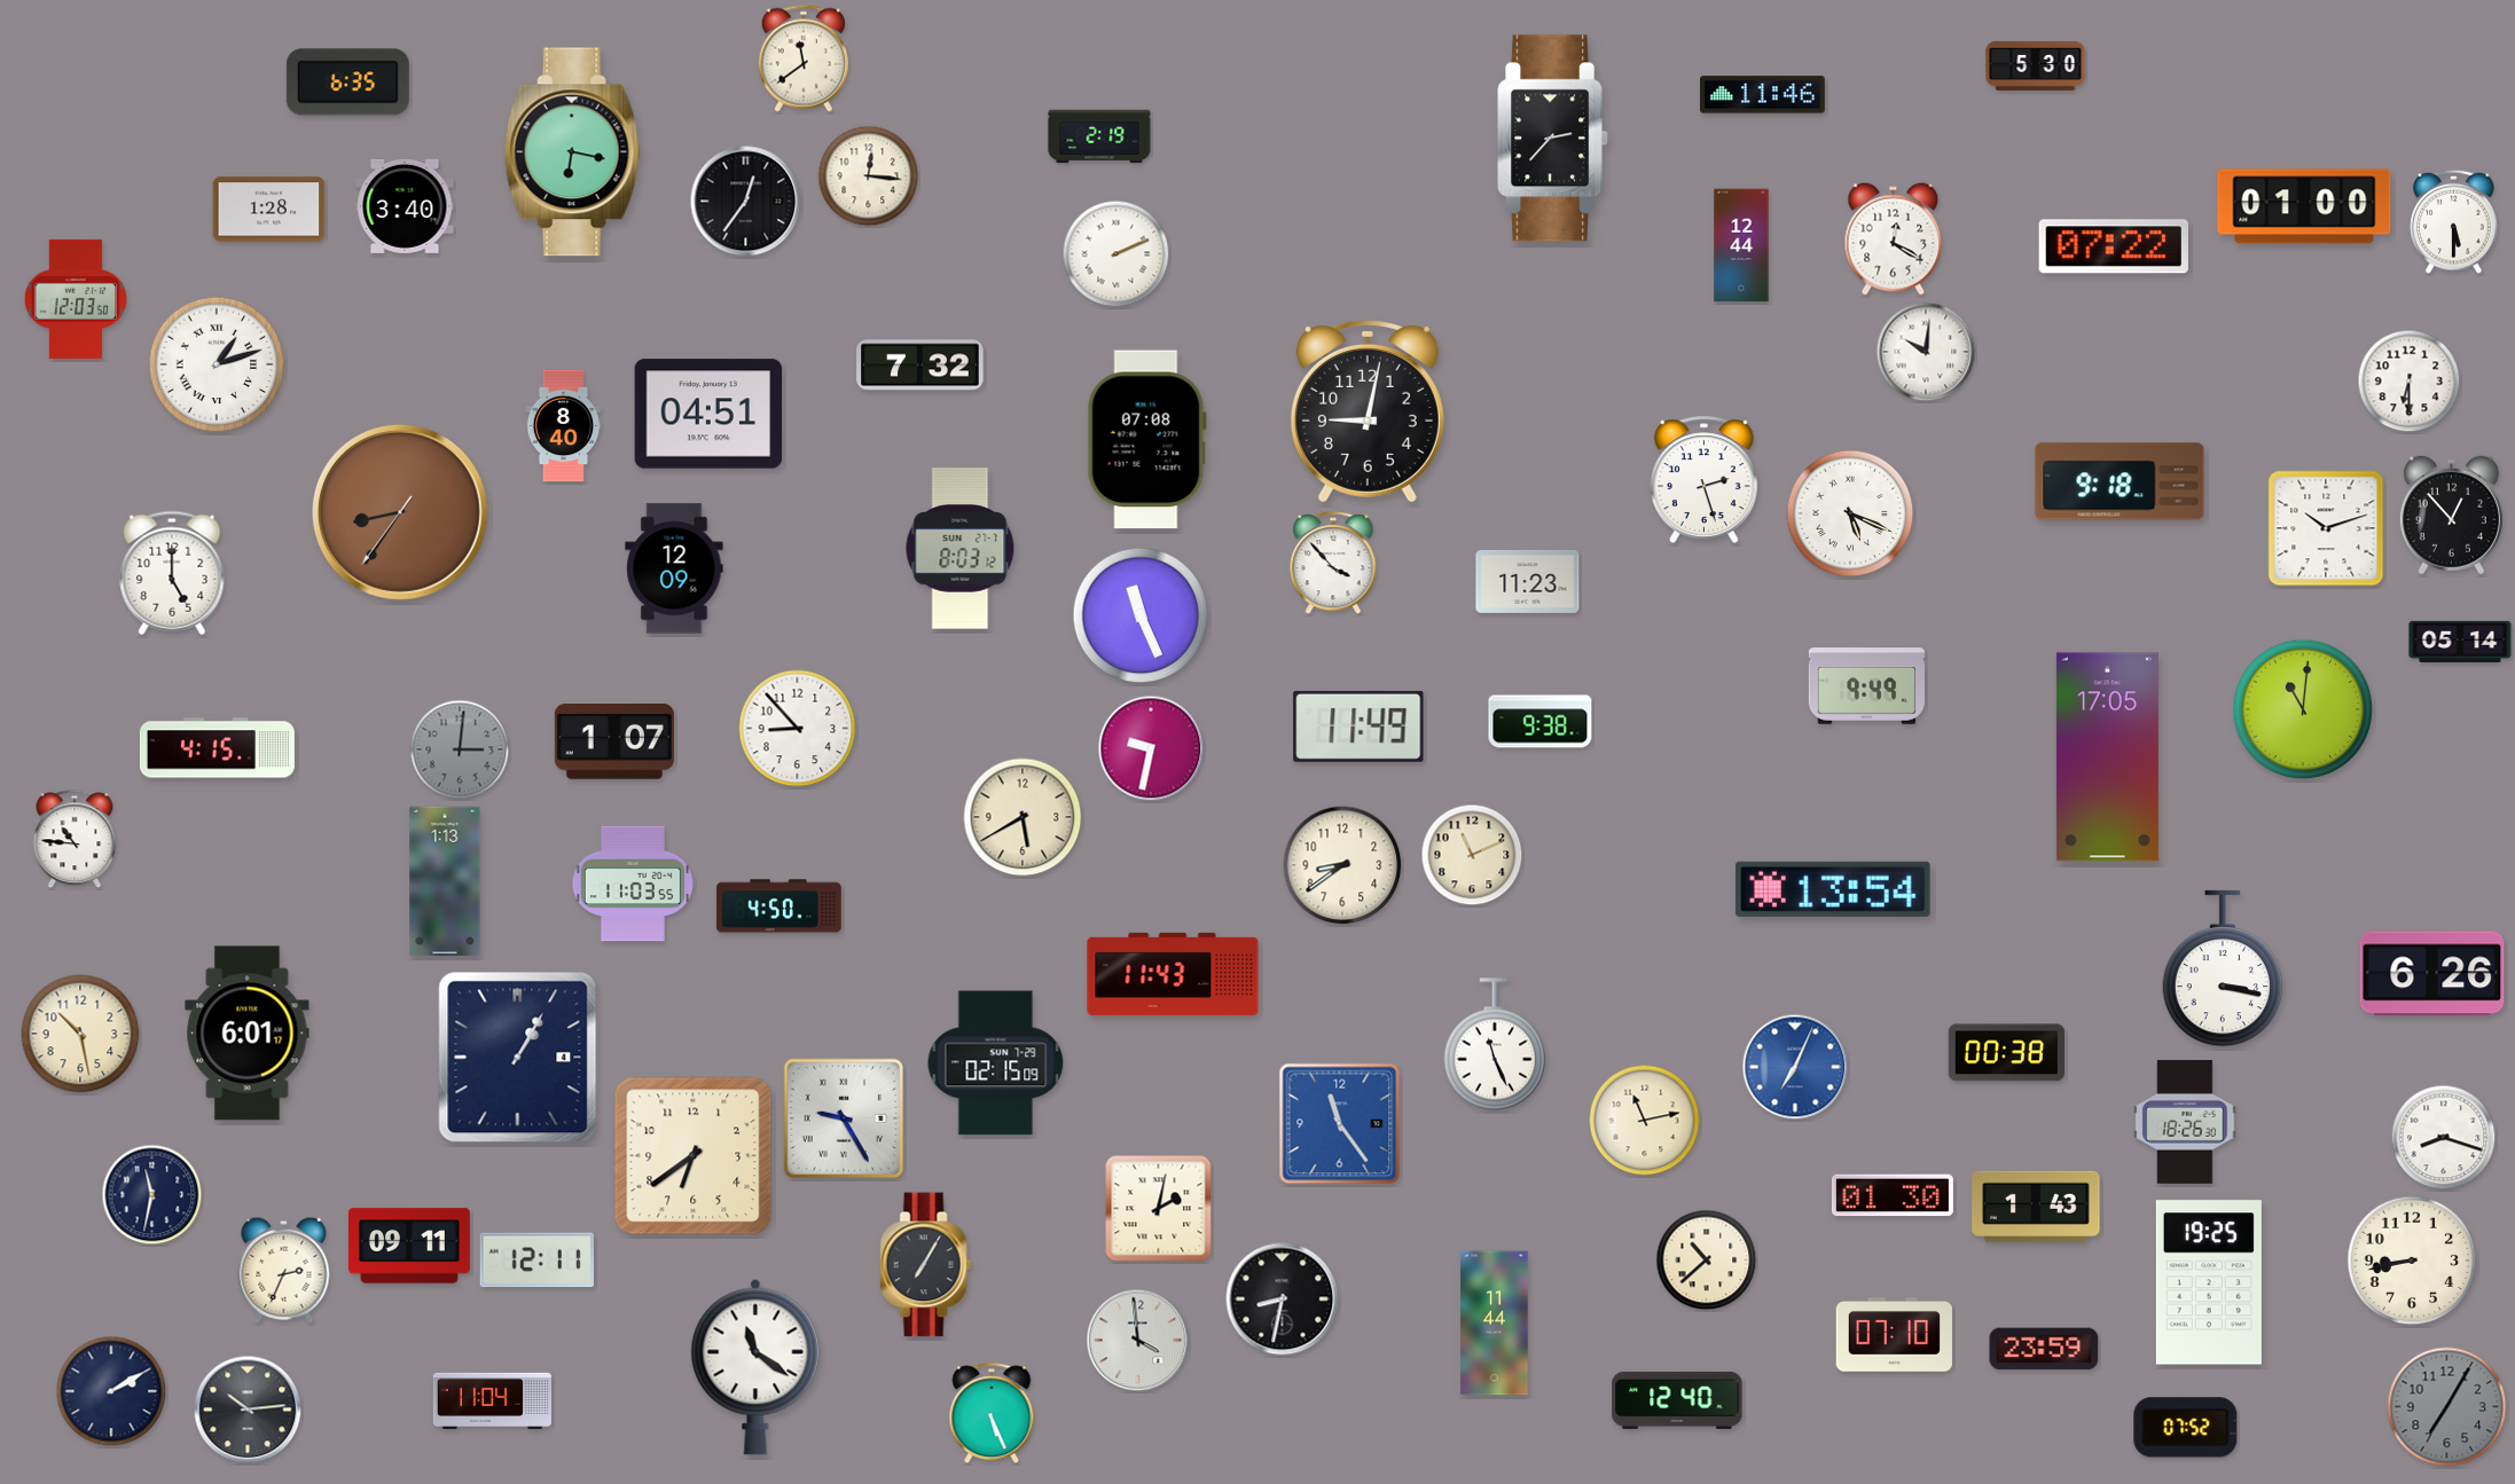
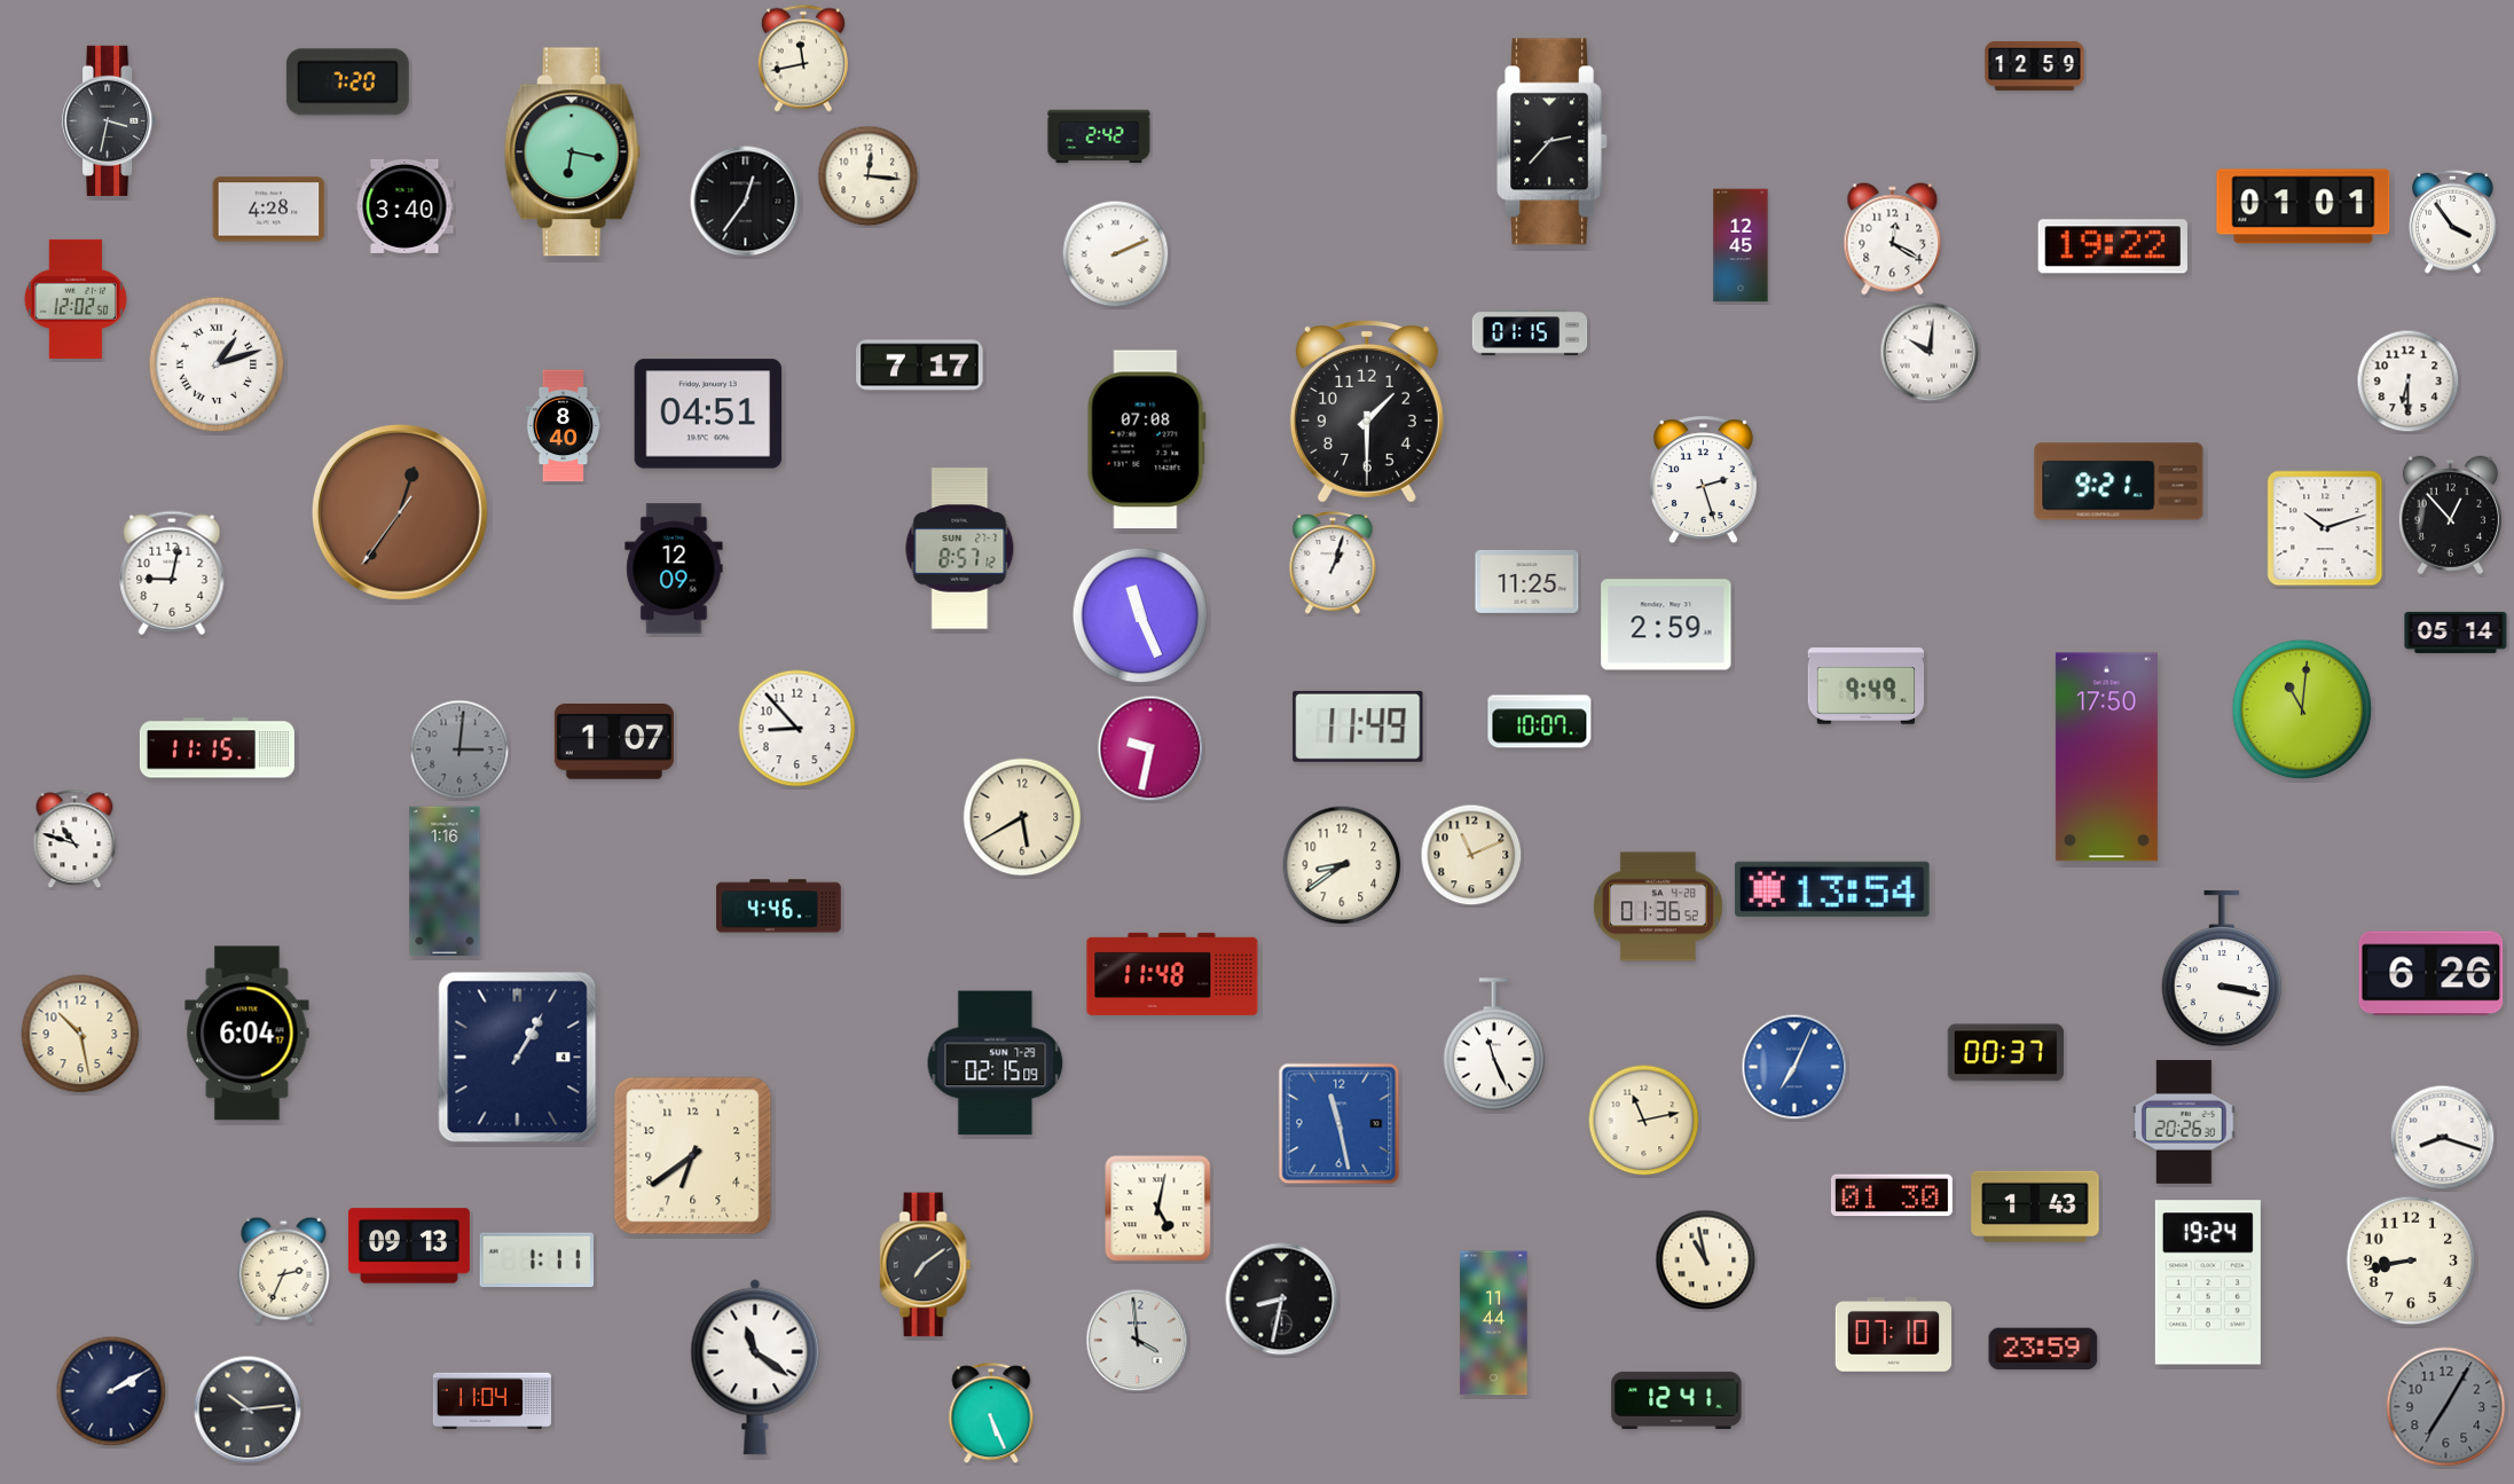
clock at (804, 58): 11:39 -> 11:43
clock at (2036, 65): 5:30 -> 12:59
clock at (347, 83): 6:35 -> 7:20
clock at (1763, 95): 11:46 -> none
clock at (111, 120): none -> 3:32
clock at (1099, 136): 2:19 -> 2:42
clock at (1553, 139) position: (1553, 139) -> (1553, 142)
clock at (2304, 206): 01:00 -> 01:01
clock at (269, 210): 1:28 -> 4:28
clock at (2454, 221): 5:30 -> 3:54
clock at (1741, 245): 12:44 -> 12:45
clock at (2114, 246): 07:22 -> 19:22
clock at (76, 299): 12:03 -> 12:02
clock at (1530, 332): none -> 01:15
clock at (1926, 352) position: (1926, 352) -> (1930, 352)
clock at (920, 366): 7:32 -> 7:17
clock at (1368, 411): 9:02 -> 1:30
clock at (2120, 481): 9:18 -> 9:21
clock at (400, 512): 8:35 -> 12:35
clock at (1850, 513): 5:19 -> none
clock at (961, 549): 8:03 -> 8:57
clock at (1333, 564): 3:53 -> 1:03
clock at (172, 573): 5:00 -> 9:02
clock at (1528, 581): 11:23 -> 11:25
clock at (1666, 625): none -> 2:59
clock at (2460, 642) position: (2460, 642) -> (2456, 633)
clock at (1541, 722): 9:38 -> 10:07
clock at (217, 748): 4:15 -> 11:15
clock at (2107, 757): 17:05 -> 17:50
clock at (75, 839): 10:46 -> 10:48
clock at (445, 881): 1:13 -> 1:16
clock at (633, 884): 11:03 -> none
clock at (779, 906): 4:50 -> 4:46
clock at (1658, 906): none -> 01:36
clock at (1173, 974): 11:43 -> 11:48
clock at (248, 1034): 6:01 -> 6:04
clock at (2006, 1053): 00:38 -> 00:37
clock at (844, 1118): 9:25 -> none
clock at (2185, 1123): 18:26 -> 20:26
clock at (1340, 1124): 11:24 -> 11:28
clock at (152, 1195): 11:32 -> none
clock at (1159, 1209): 2:02 -> 5:02
clock at (409, 1246): 09:11 -> 09:13
clock at (536, 1261): 12:11 -> 1:11
clock at (1707, 1261): 10:38 -> 10:58
clock at (926, 1265): 7:05 -> 7:09
clock at (2209, 1282): 19:25 -> 19:24
clock at (1677, 1400): 12:40 -> 12:41
clock at (2186, 1428): 07:52 -> none
